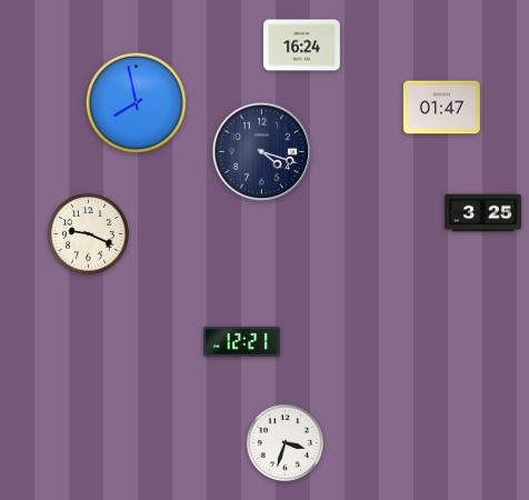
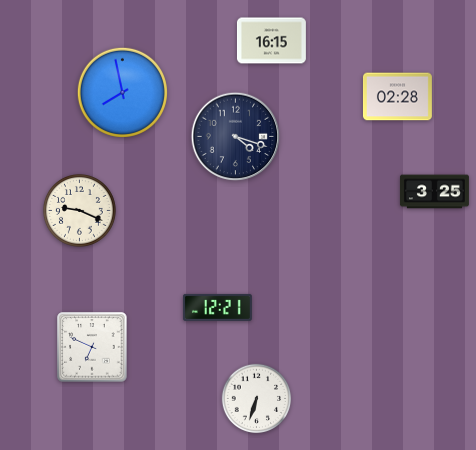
clock at (301, 46): 16:24 -> 16:15
clock at (441, 108): 01:47 -> 02:28
clock at (92, 347): none -> 6:49
clock at (286, 443): 3:33 -> 6:33
